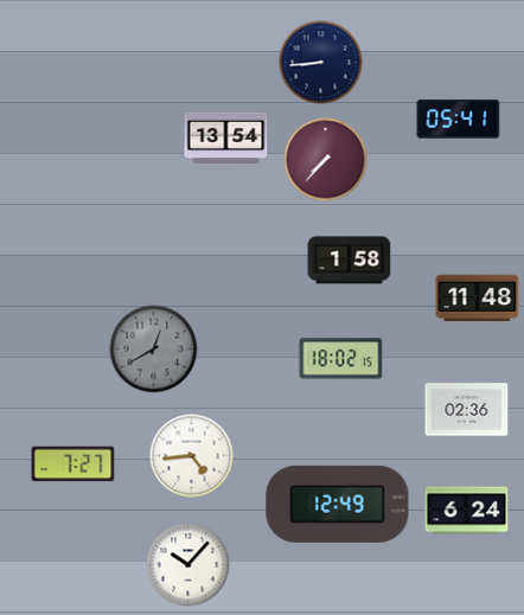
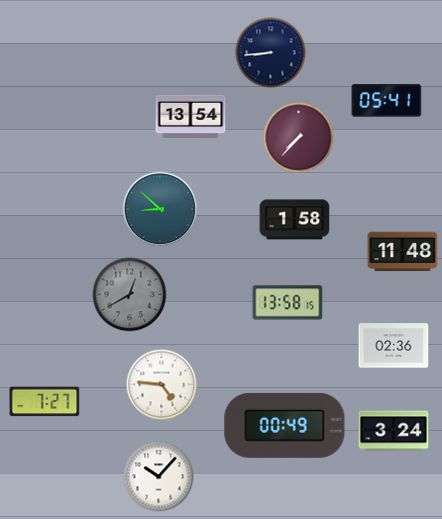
clock at (326, 160) position: (326, 160) -> (299, 138)
clock at (160, 209): none -> 8:52
clock at (341, 359): 18:02 -> 13:58
clock at (192, 456): 4:44 -> 4:46
clock at (74, 465) position: (74, 465) -> (45, 402)
clock at (338, 504): 12:49 -> 00:49
clock at (467, 511): 6:24 -> 3:24
